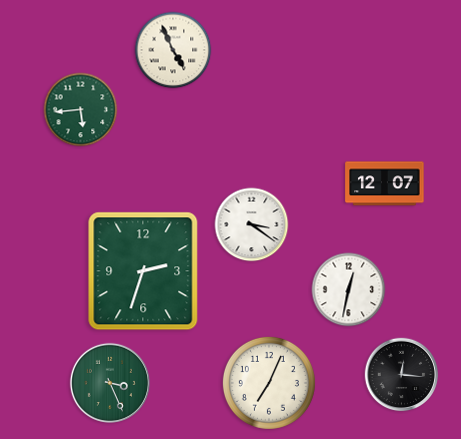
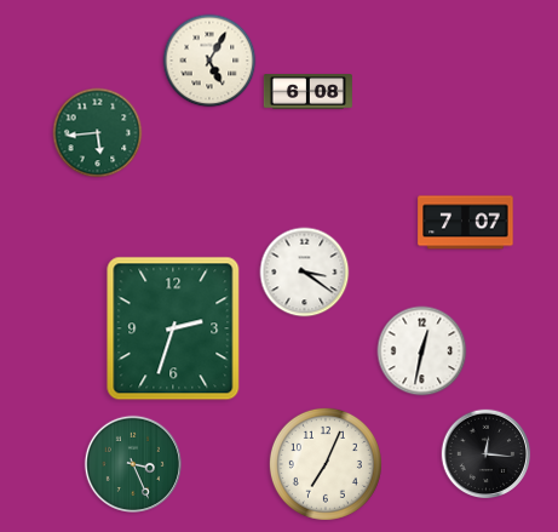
clock at (173, 50): 4:56 -> 5:05
clock at (307, 92): none -> 6:08
clock at (385, 184): 12:07 -> 7:07
